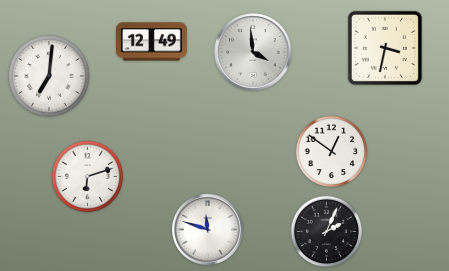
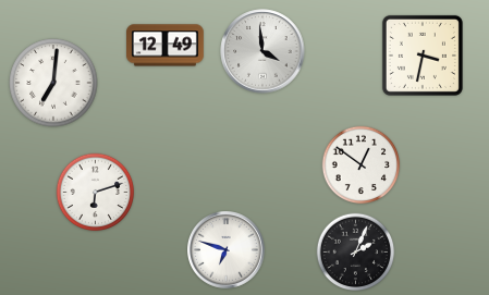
clock at (385, 48) position: (385, 48) -> (423, 56)
clock at (253, 52) position: (253, 52) -> (262, 51)
clock at (208, 230): 11:48 -> 6:48
